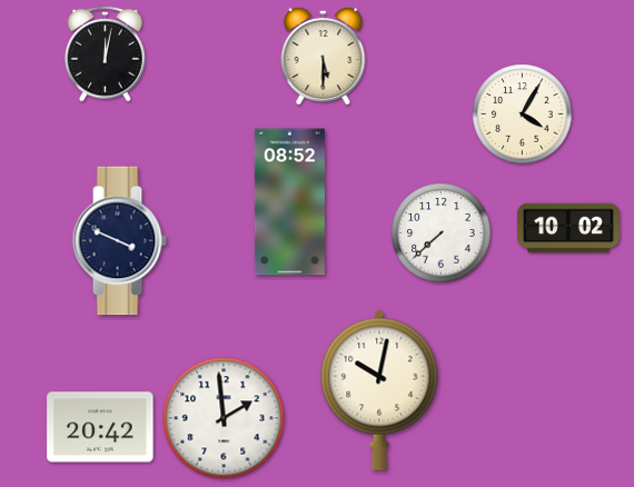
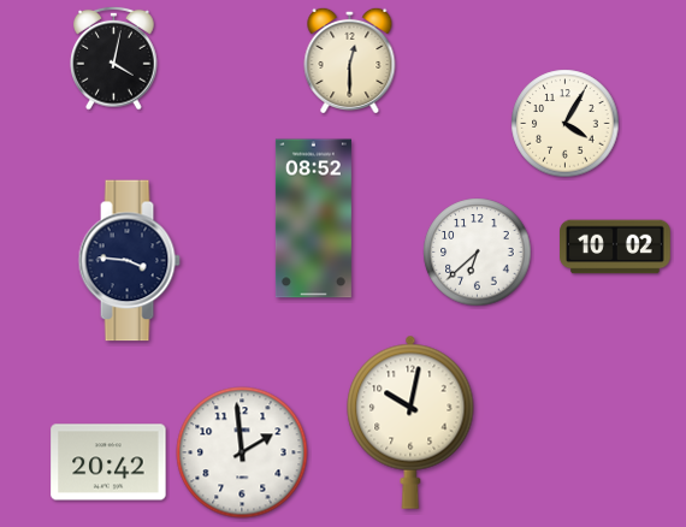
clock at (106, 53): 12:02 -> 4:02
clock at (324, 54): 5:30 -> 12:30
clock at (442, 233): 7:38 -> 6:38
clock at (119, 241): 3:49 -> 3:46
